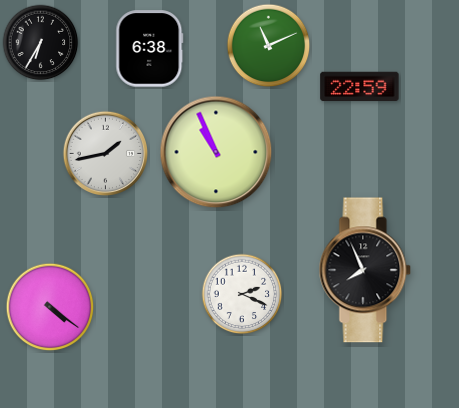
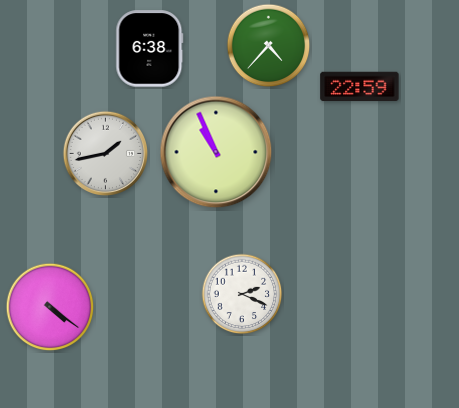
clock at (41, 43): 6:35 -> none
clock at (269, 46): 11:11 -> 4:37
clock at (365, 270): 7:56 -> none
